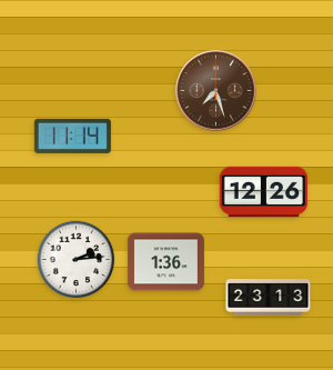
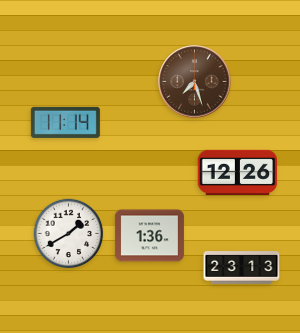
clock at (77, 260): 2:14 -> 1:40
